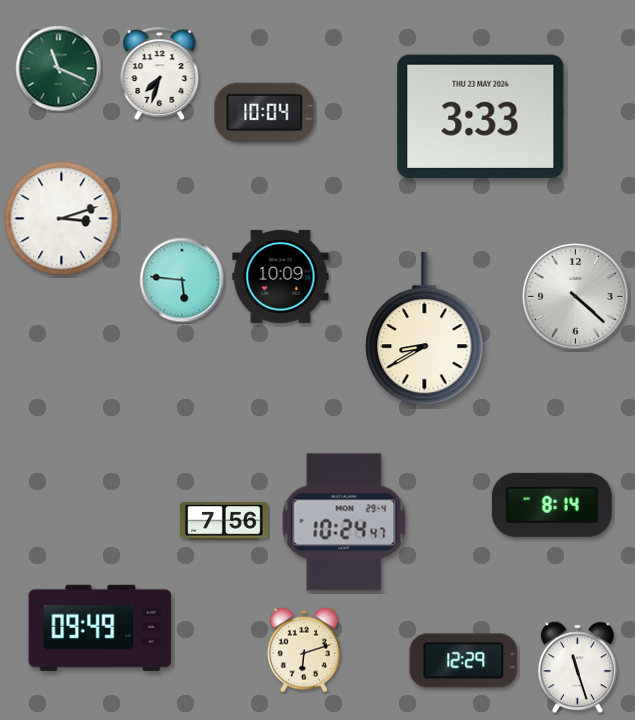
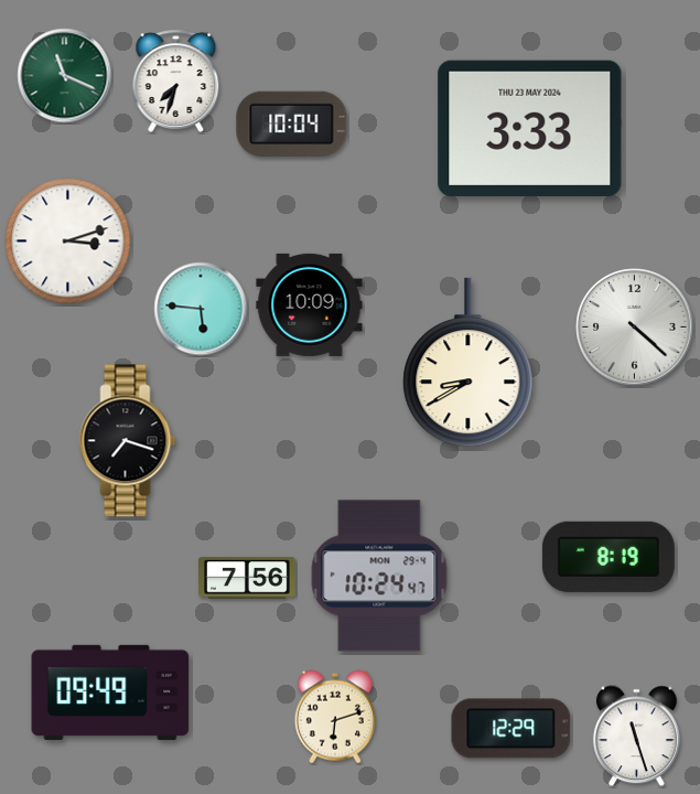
clock at (128, 441): none -> 7:18
clock at (552, 505): 8:14 -> 8:19
clock at (225, 521) position: (225, 521) -> (248, 578)
